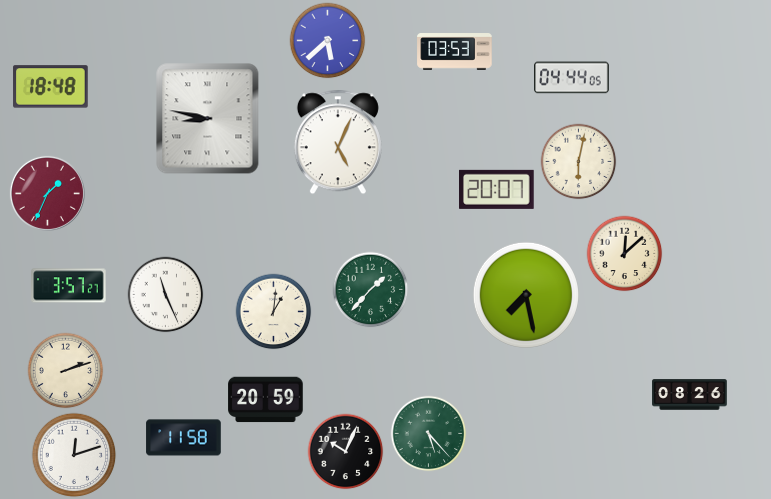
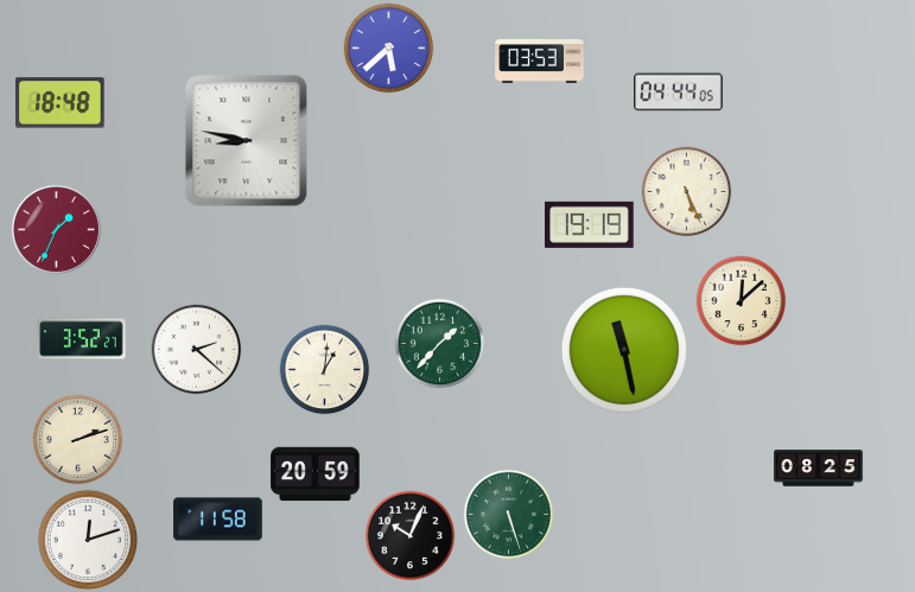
clock at (338, 142): 5:04 -> none
clock at (579, 162): 6:02 -> 5:26
clock at (497, 189): 20:07 -> 19:19
clock at (69, 286): 3:57 -> 3:52
clock at (166, 295): 11:26 -> 2:22
clock at (526, 295): 7:28 -> 11:28
clock at (690, 395): 08:26 -> 08:25
clock at (429, 434): 5:23 -> 5:27
